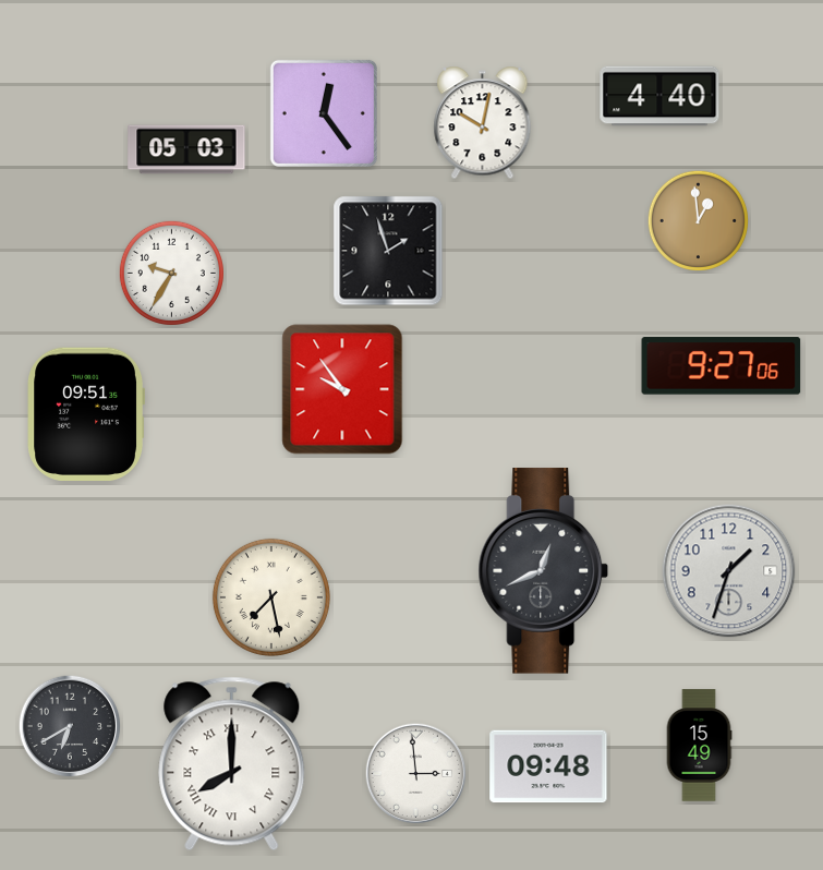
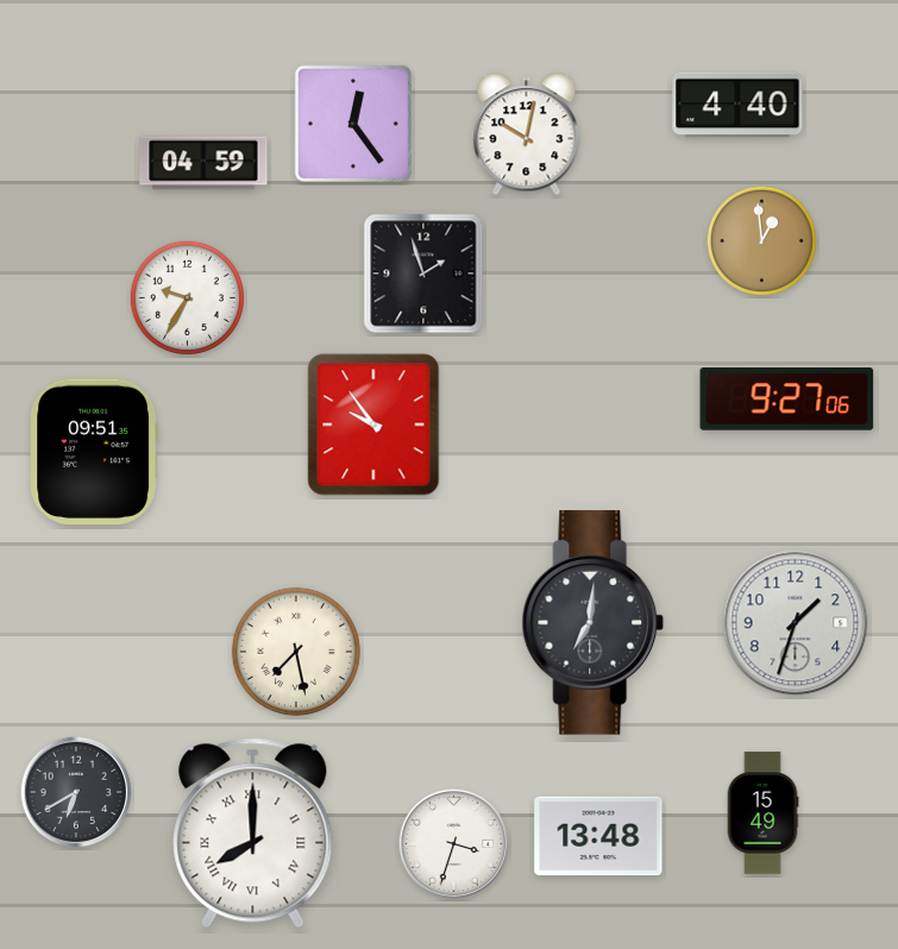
clock at (659, 96) position: (659, 96) -> (737, 105)
clock at (186, 149): 05:03 -> 04:59
clock at (544, 571): 12:41 -> 7:01
clock at (548, 766): 09:48 -> 13:48
clock at (416, 774): 2:59 -> 3:33
